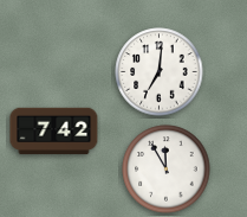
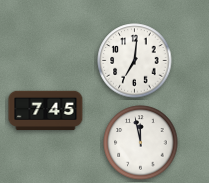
clock at (54, 132): 7:42 -> 7:45
clock at (167, 170): 11:55 -> 11:58
